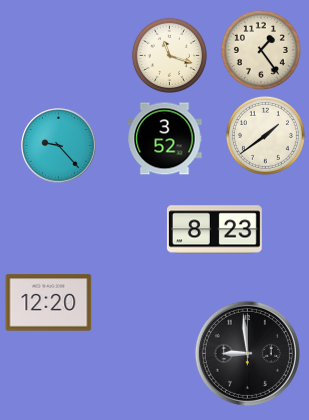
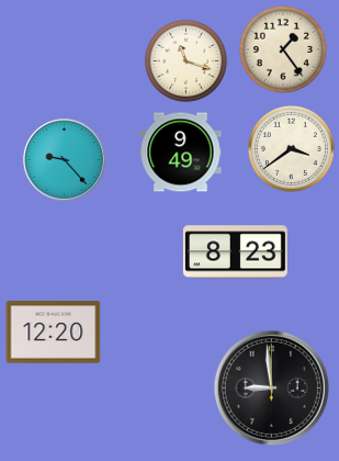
clock at (261, 50) position: (261, 50) -> (283, 49)
clock at (265, 135): 1:39 -> 3:39
clock at (165, 139): 3:52 -> 9:49
